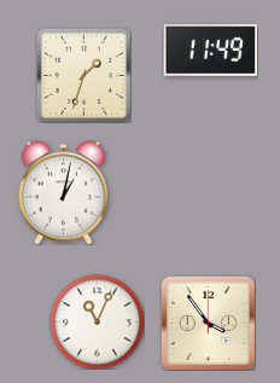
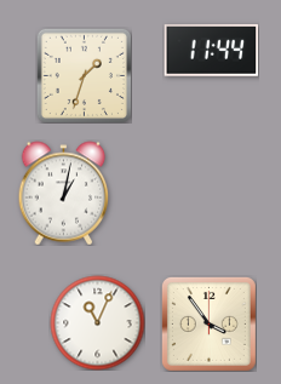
clock at (210, 51): 11:49 -> 11:44
